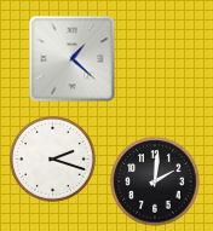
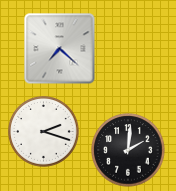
clock at (73, 59): 1:22 -> 7:22
